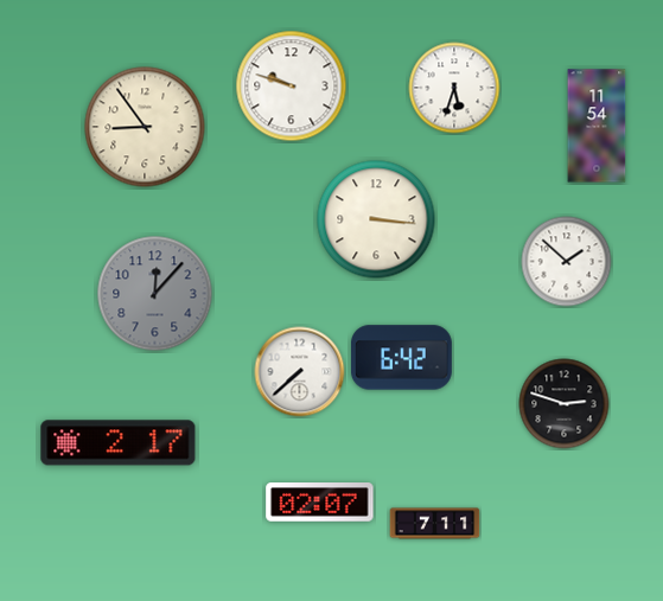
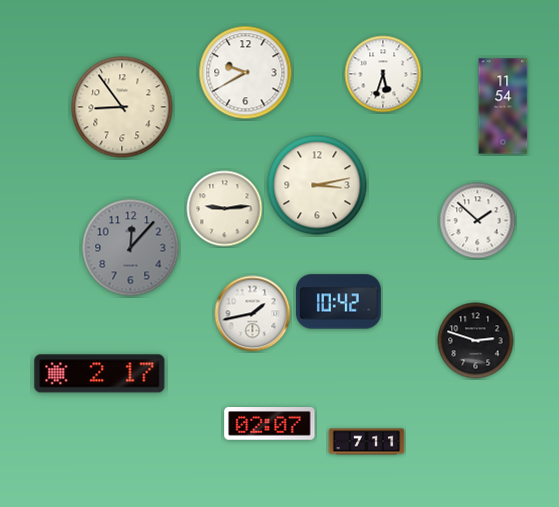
clock at (292, 87): 9:48 -> 9:40
clock at (376, 219): 3:16 -> 3:13
clock at (225, 209): none -> 9:14
clock at (401, 358): 6:42 -> 10:42
clock at (300, 372): 7:38 -> 1:43
